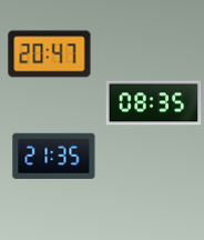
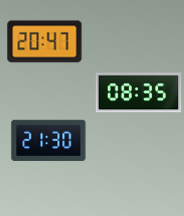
clock at (50, 54) position: (50, 54) -> (45, 42)
clock at (54, 156): 21:35 -> 21:30
